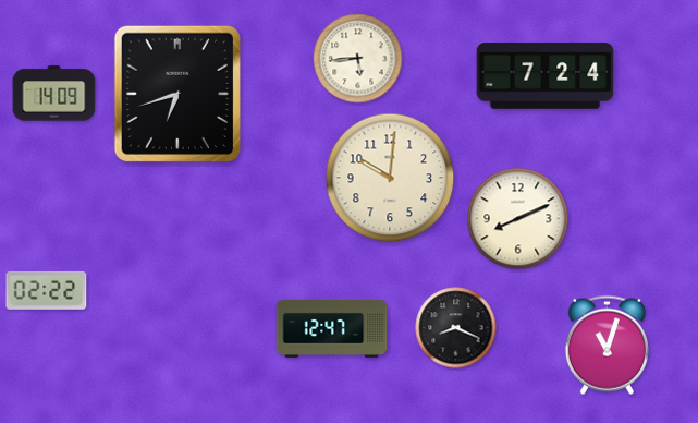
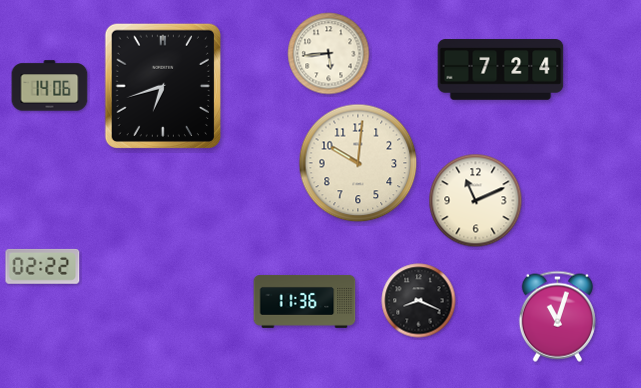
clock at (54, 94): 14:09 -> 14:06
clock at (518, 219): 8:11 -> 11:11
clock at (332, 328): 12:47 -> 11:36
